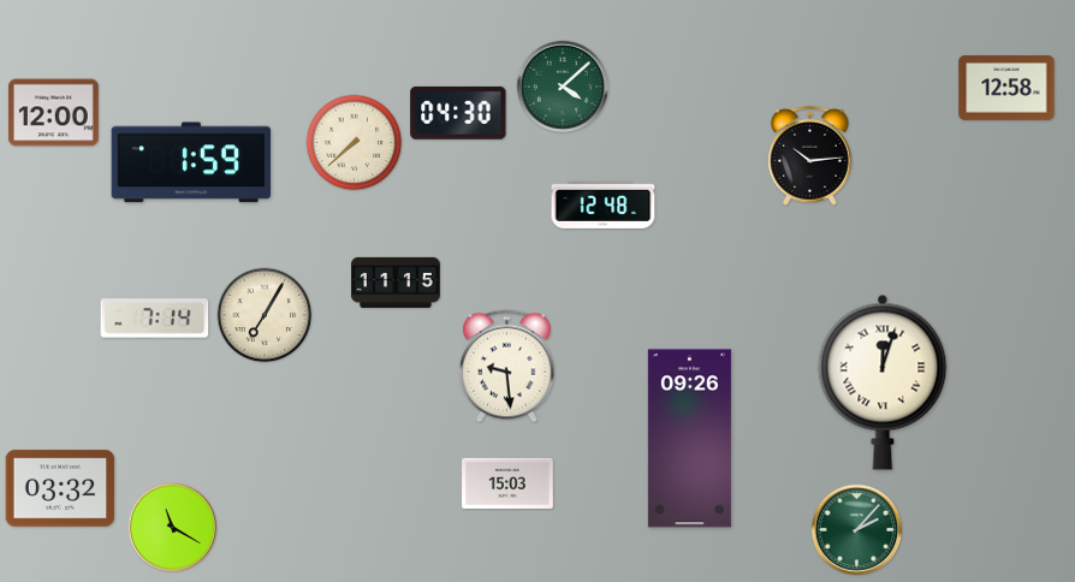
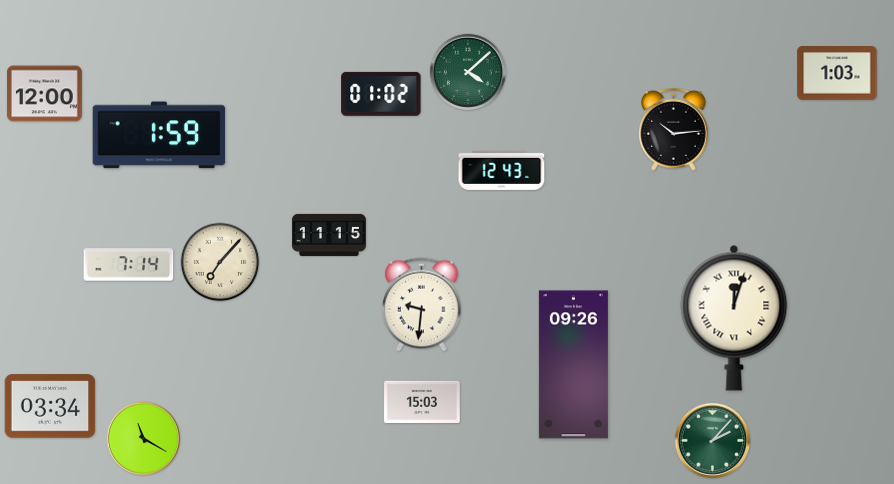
clock at (1006, 88): 12:58 -> 1:03
clock at (458, 113): 04:30 -> 01:02
clock at (355, 143): 7:38 -> none
clock at (604, 204): 12:48 -> 12:43
clock at (265, 315): 7:05 -> 7:07
clock at (507, 367): 9:29 -> 9:31
clock at (60, 488): 03:32 -> 03:34
